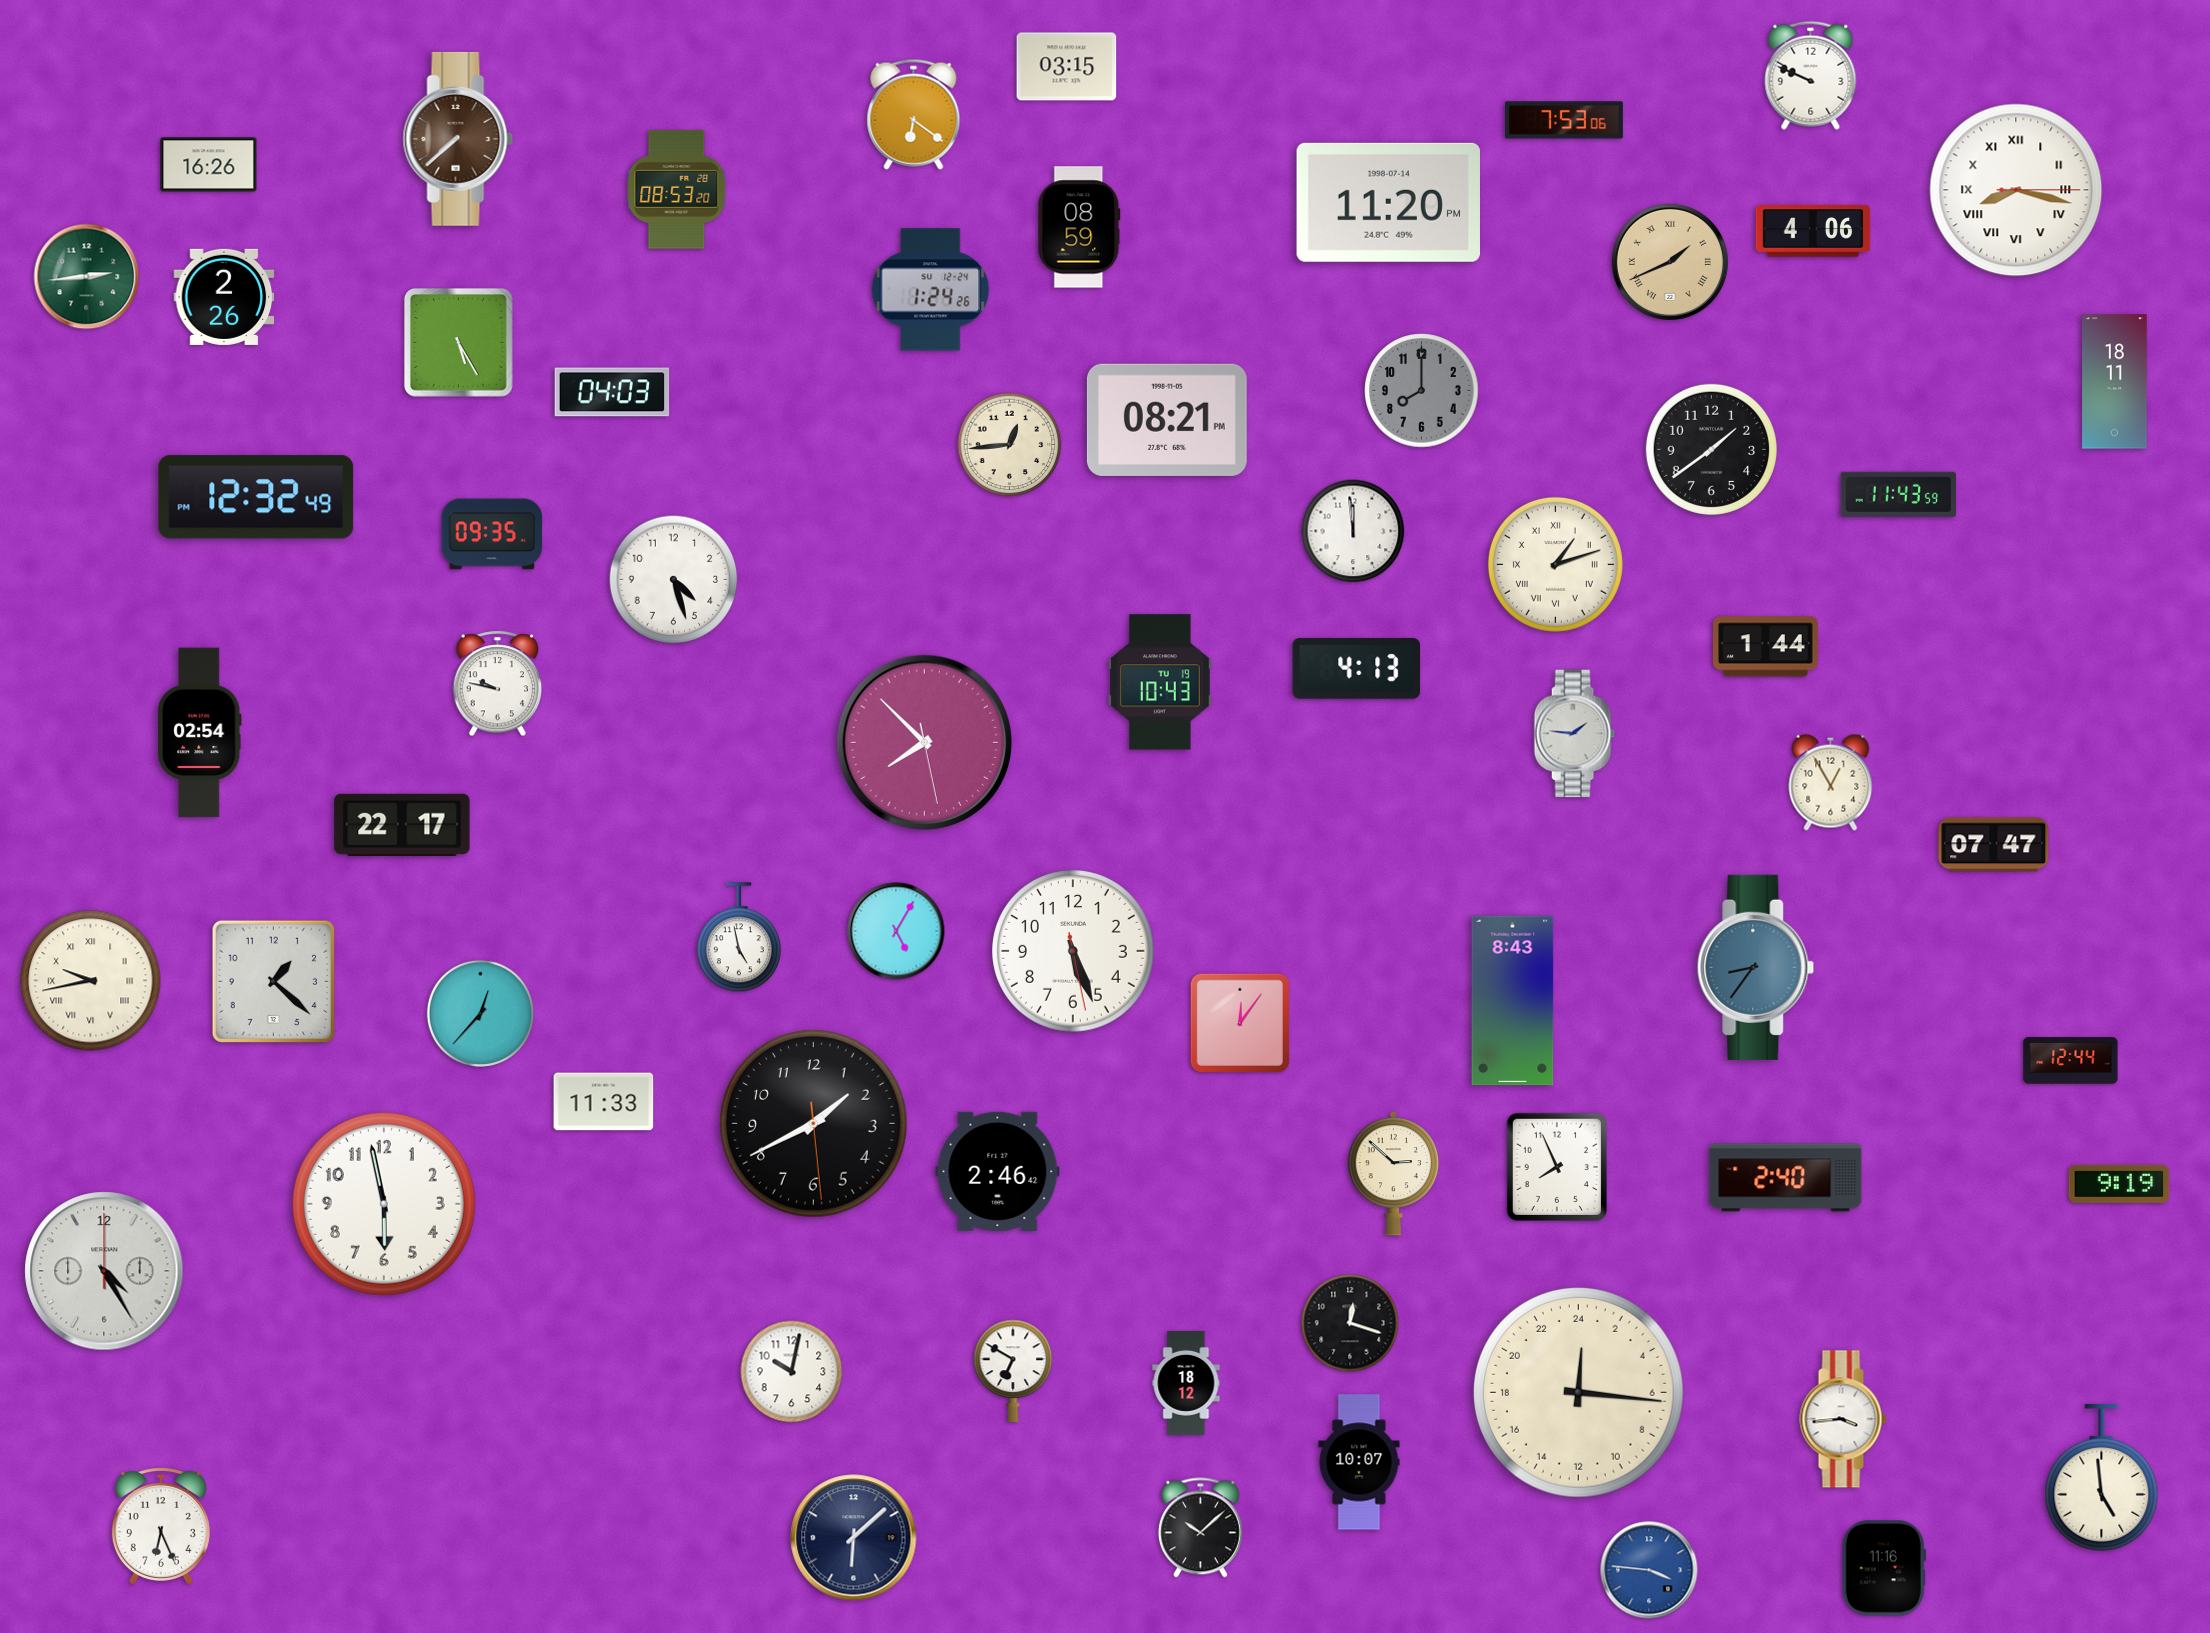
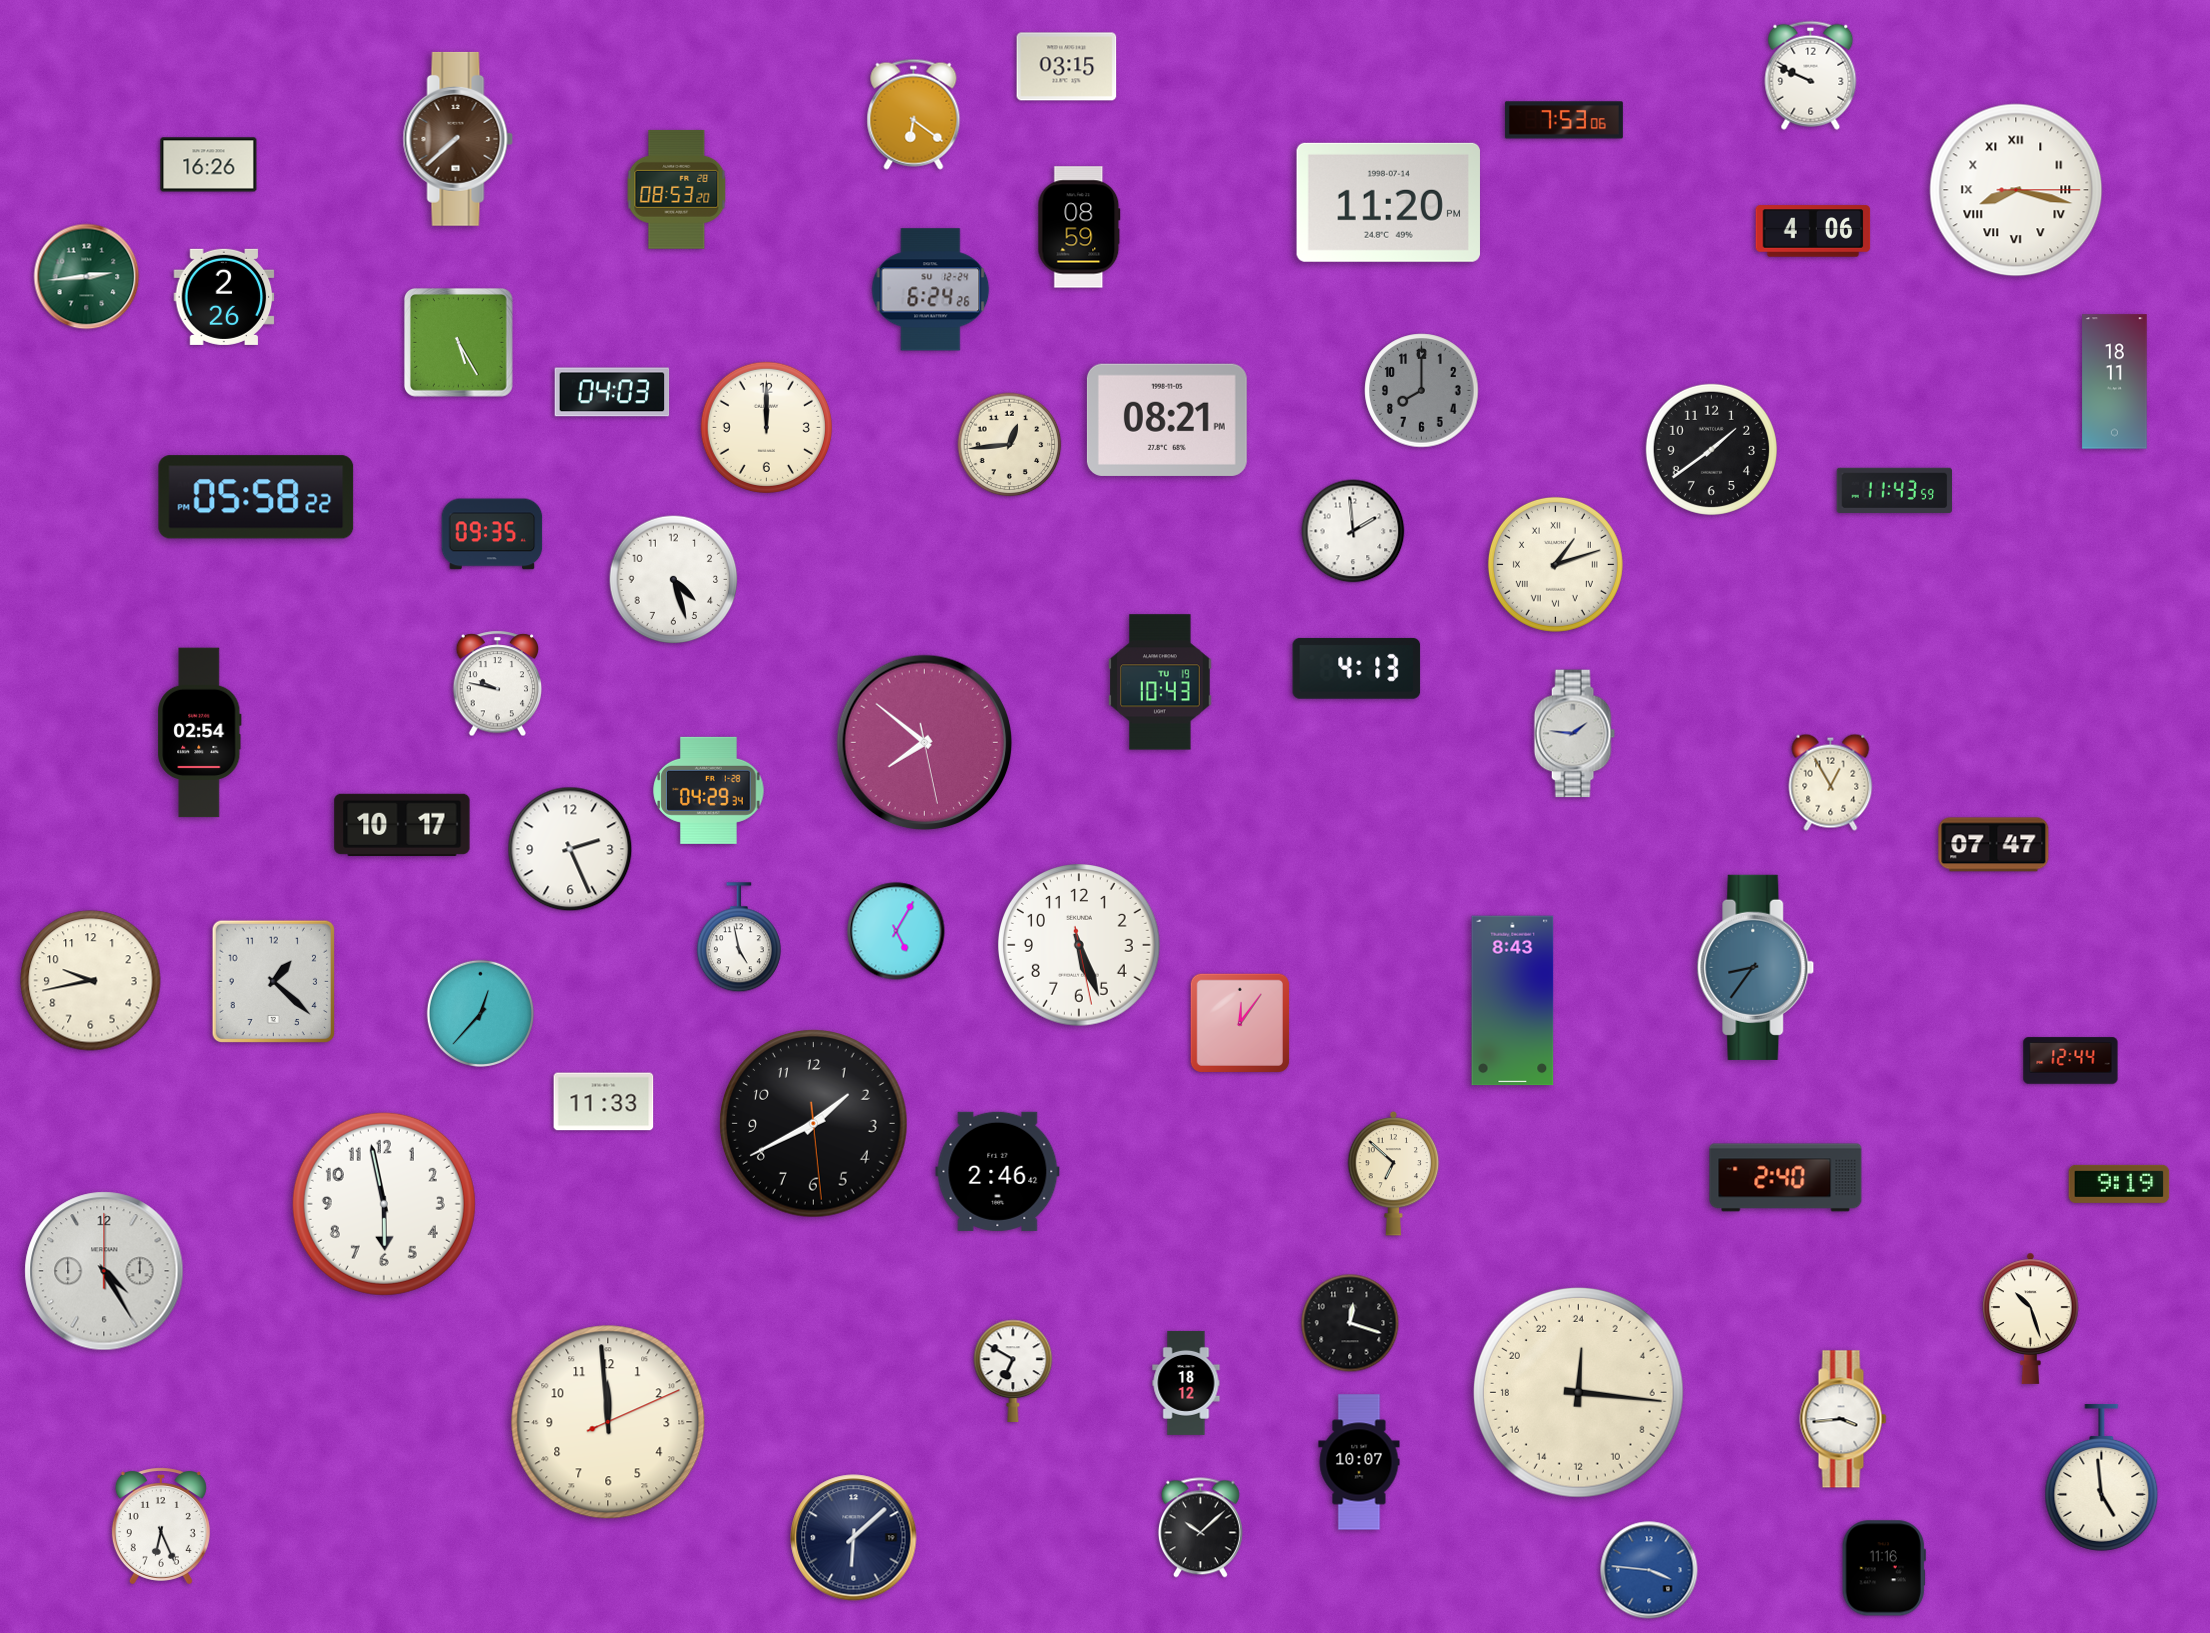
clock at (1670, 262): 1:41 -> none
clock at (931, 290): 1:24 -> 6:24
clock at (766, 427): none -> 12:00
clock at (1898, 494) position: (1898, 494) -> (1894, 490)
clock at (256, 497): 12:32 -> 05:58
clock at (1353, 531): 11:59 -> 1:59
clock at (1765, 647): 1:44 -> none
clock at (925, 743): 7:52 -> 7:51
clock at (709, 790): none -> 04:29
clock at (402, 825): 22:17 -> 10:17
clock at (570, 849): none -> 2:26
clock at (1074, 952) position: (1074, 952) -> (1080, 946)
clock at (91, 981) numerals: Roman -> Arabic
clock at (1557, 1167): 7:56 -> none
clock at (1394, 1173): 2:52 -> 6:52
clock at (2031, 1318): none -> 10:27
clock at (792, 1372): 10:02 -> none
clock at (608, 1422): none -> 11:59
